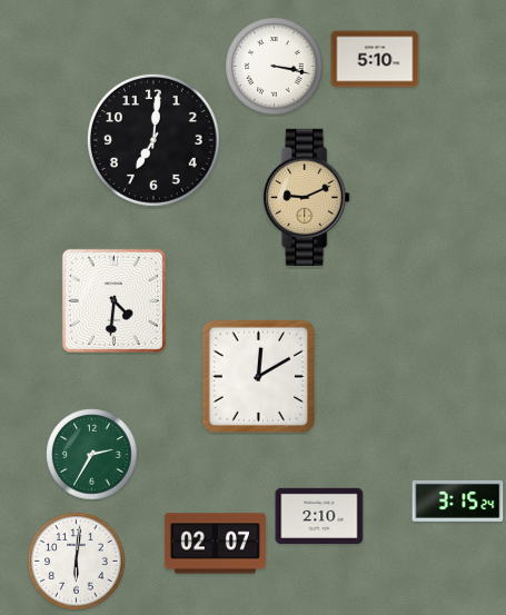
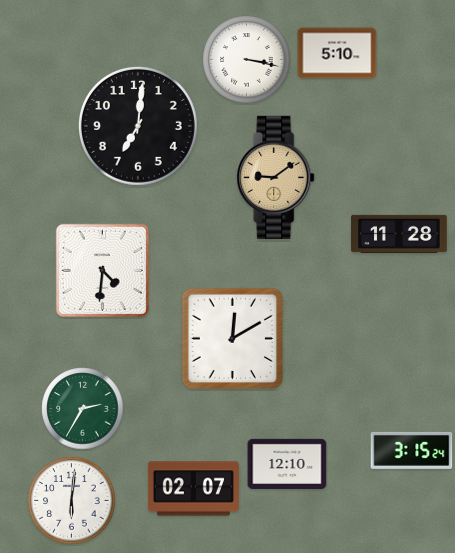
clock at (307, 197): 9:11 -> 9:09
clock at (399, 234): none -> 11:28
clock at (319, 516): 2:10 -> 12:10
clock at (77, 562) position: (77, 562) -> (72, 501)
